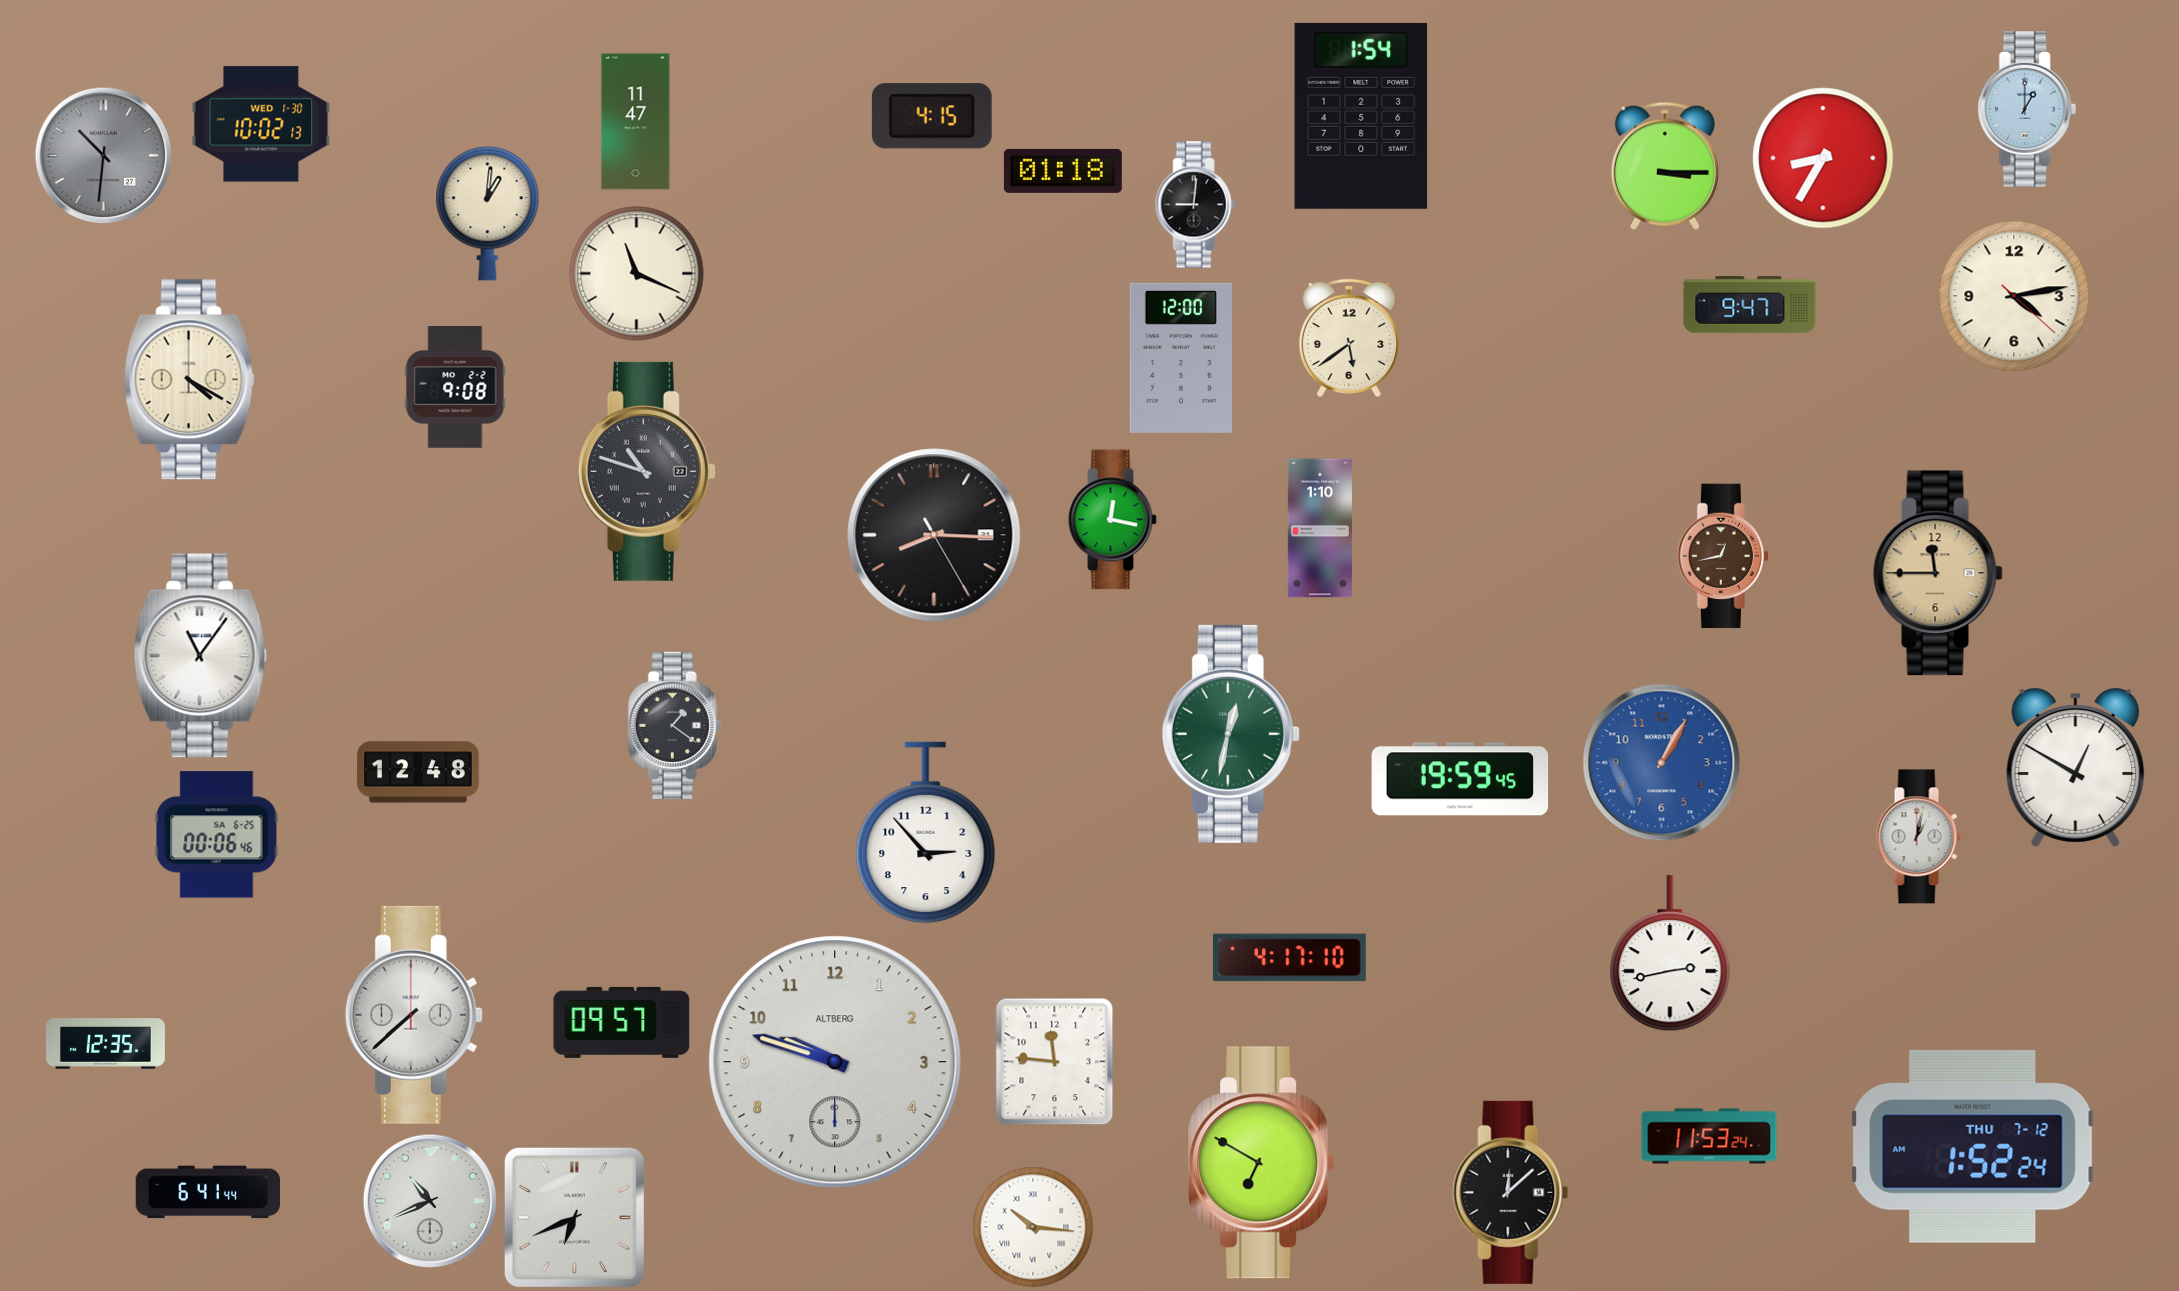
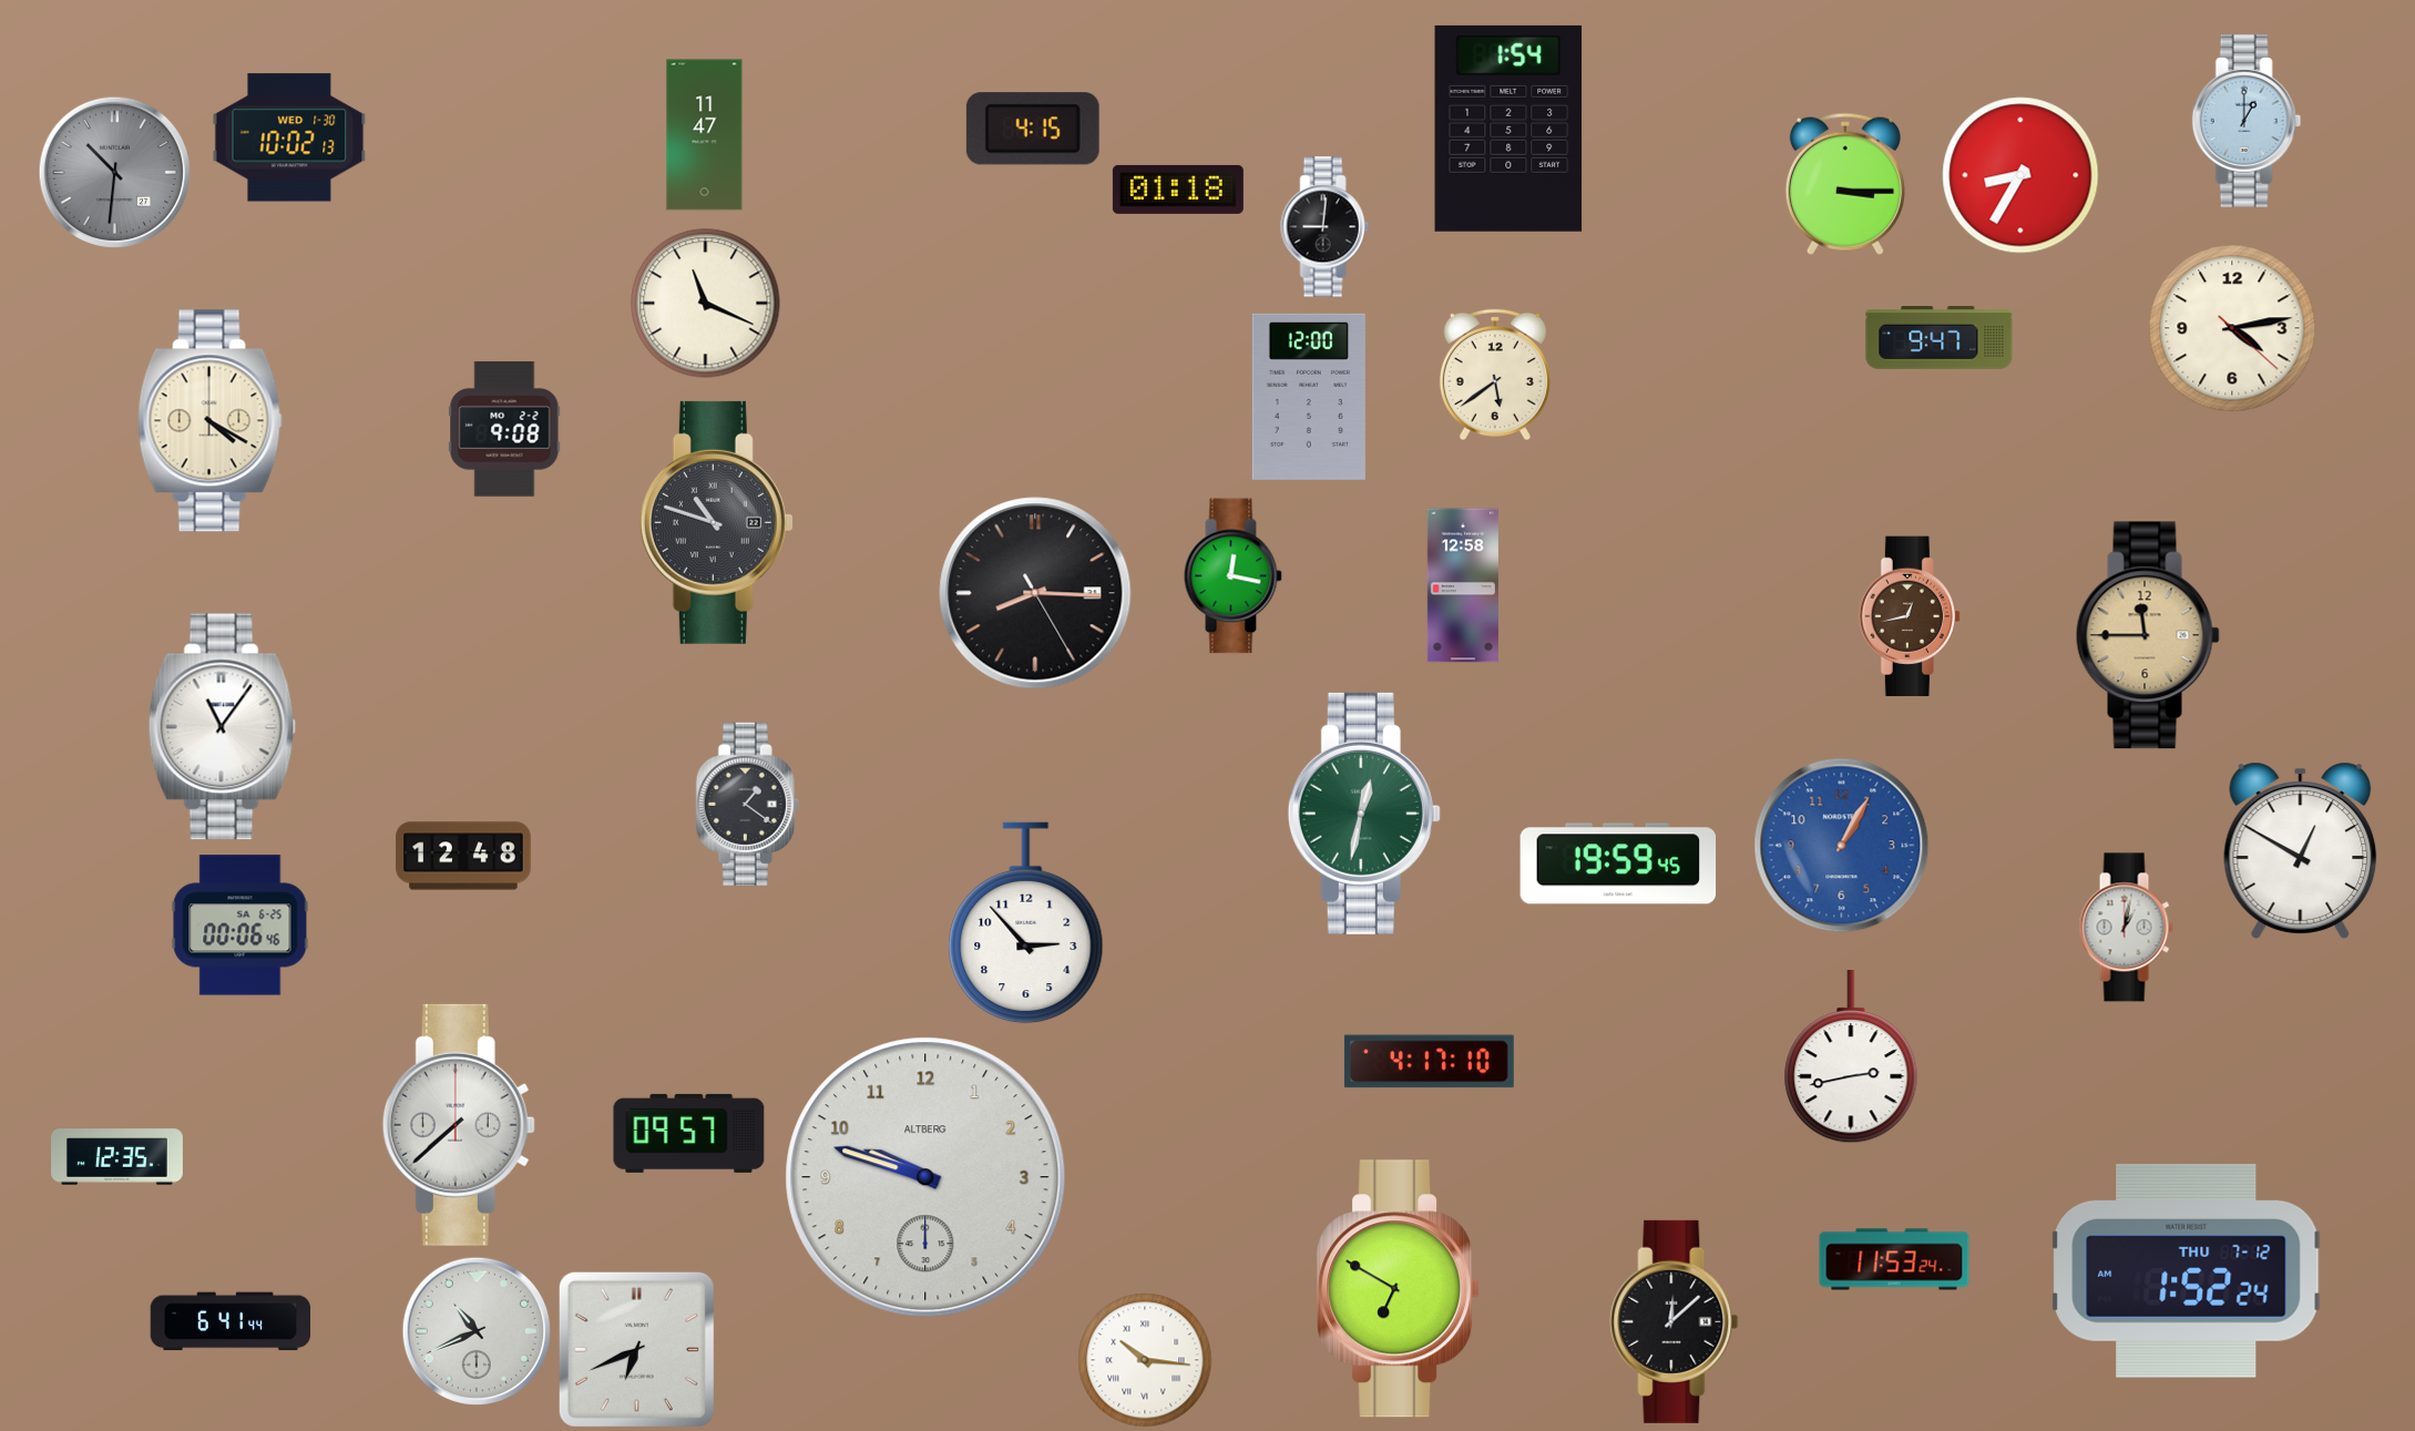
clock at (488, 214): 1:01 -> none
clock at (1320, 528): 1:10 -> 12:58
clock at (1055, 1062): 11:46 -> none
